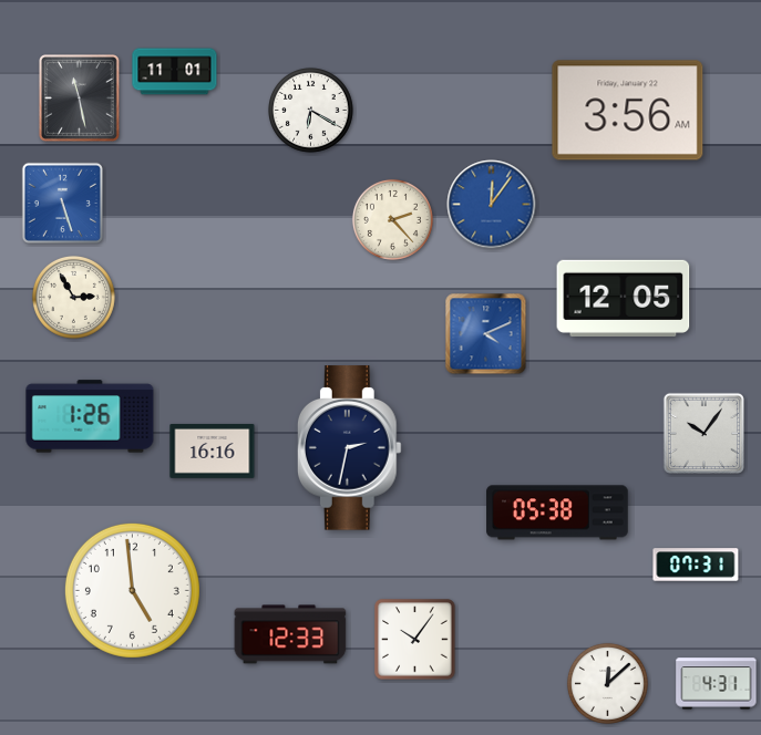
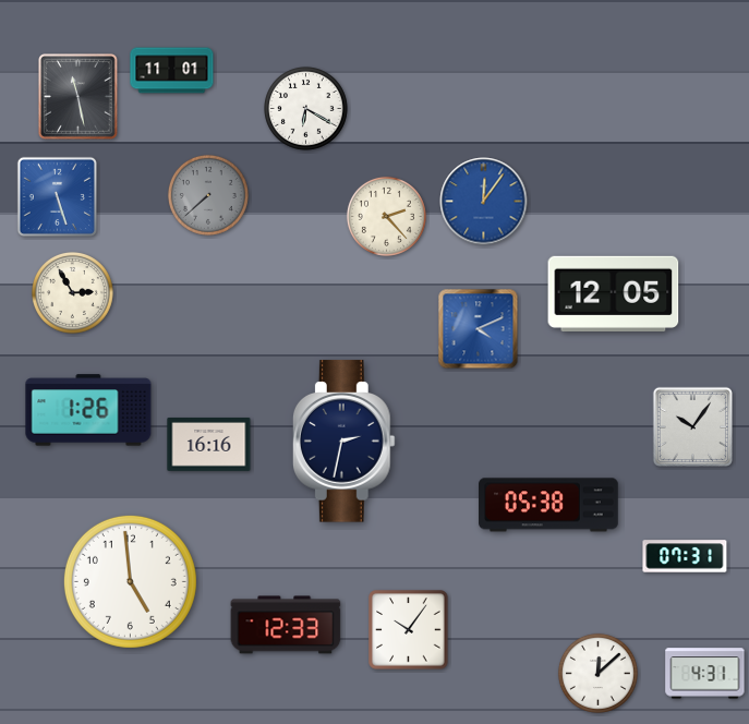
clock at (628, 111): 3:56 -> none
clock at (208, 195): none -> 7:38
clock at (62, 203) position: (62, 203) -> (57, 196)
